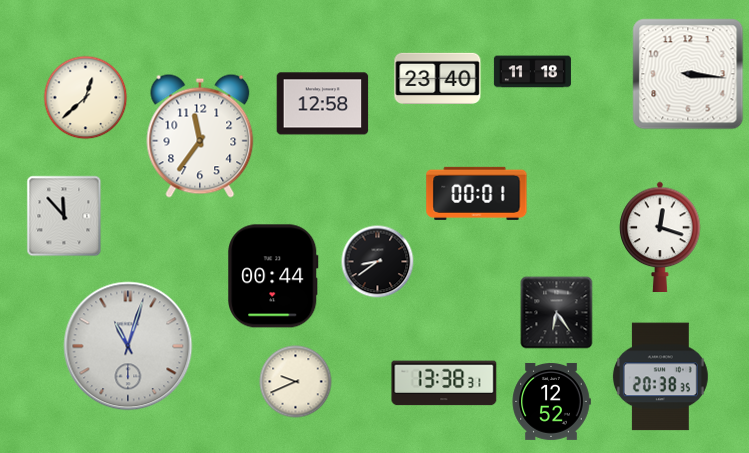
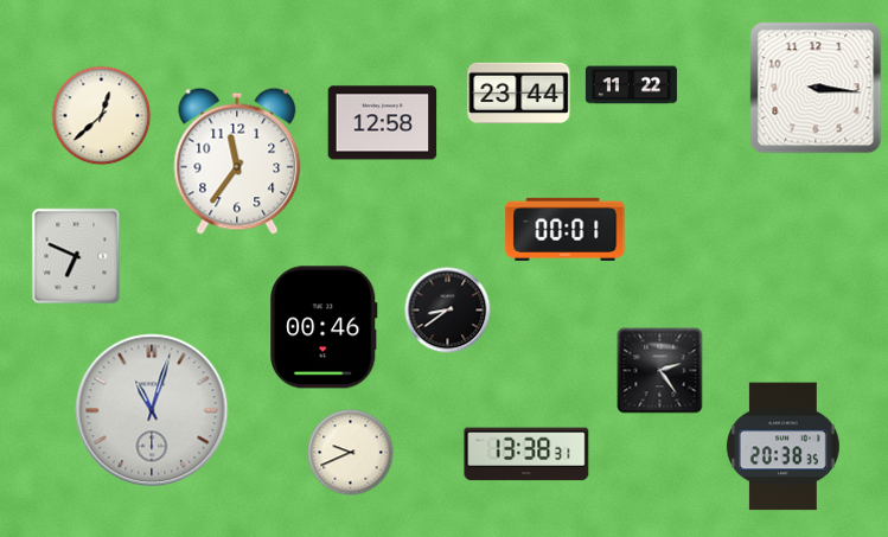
clock at (532, 72): 11:18 -> 11:22
clock at (438, 78): 23:40 -> 23:44
clock at (64, 216): 11:53 -> 6:49
clock at (660, 236): 12:18 -> none
clock at (273, 276): 00:44 -> 00:46
clock at (557, 313): 6:24 -> 2:24
clock at (551, 401): 12:52 -> none
